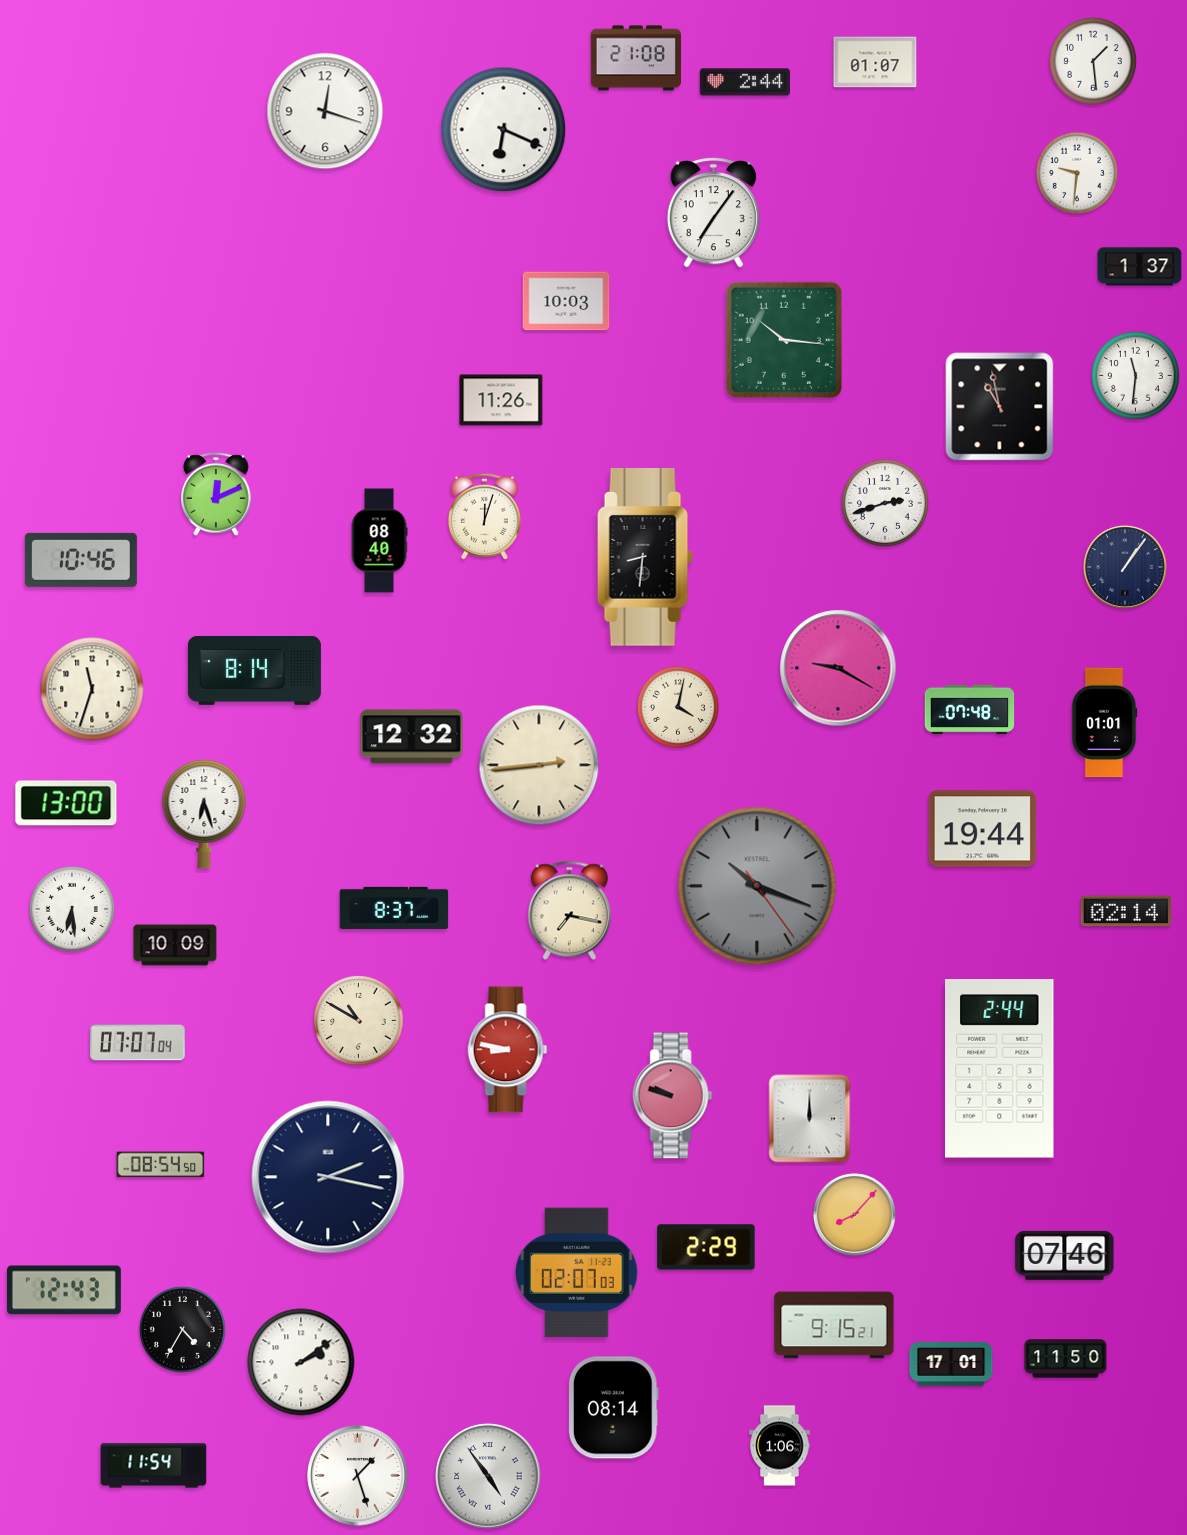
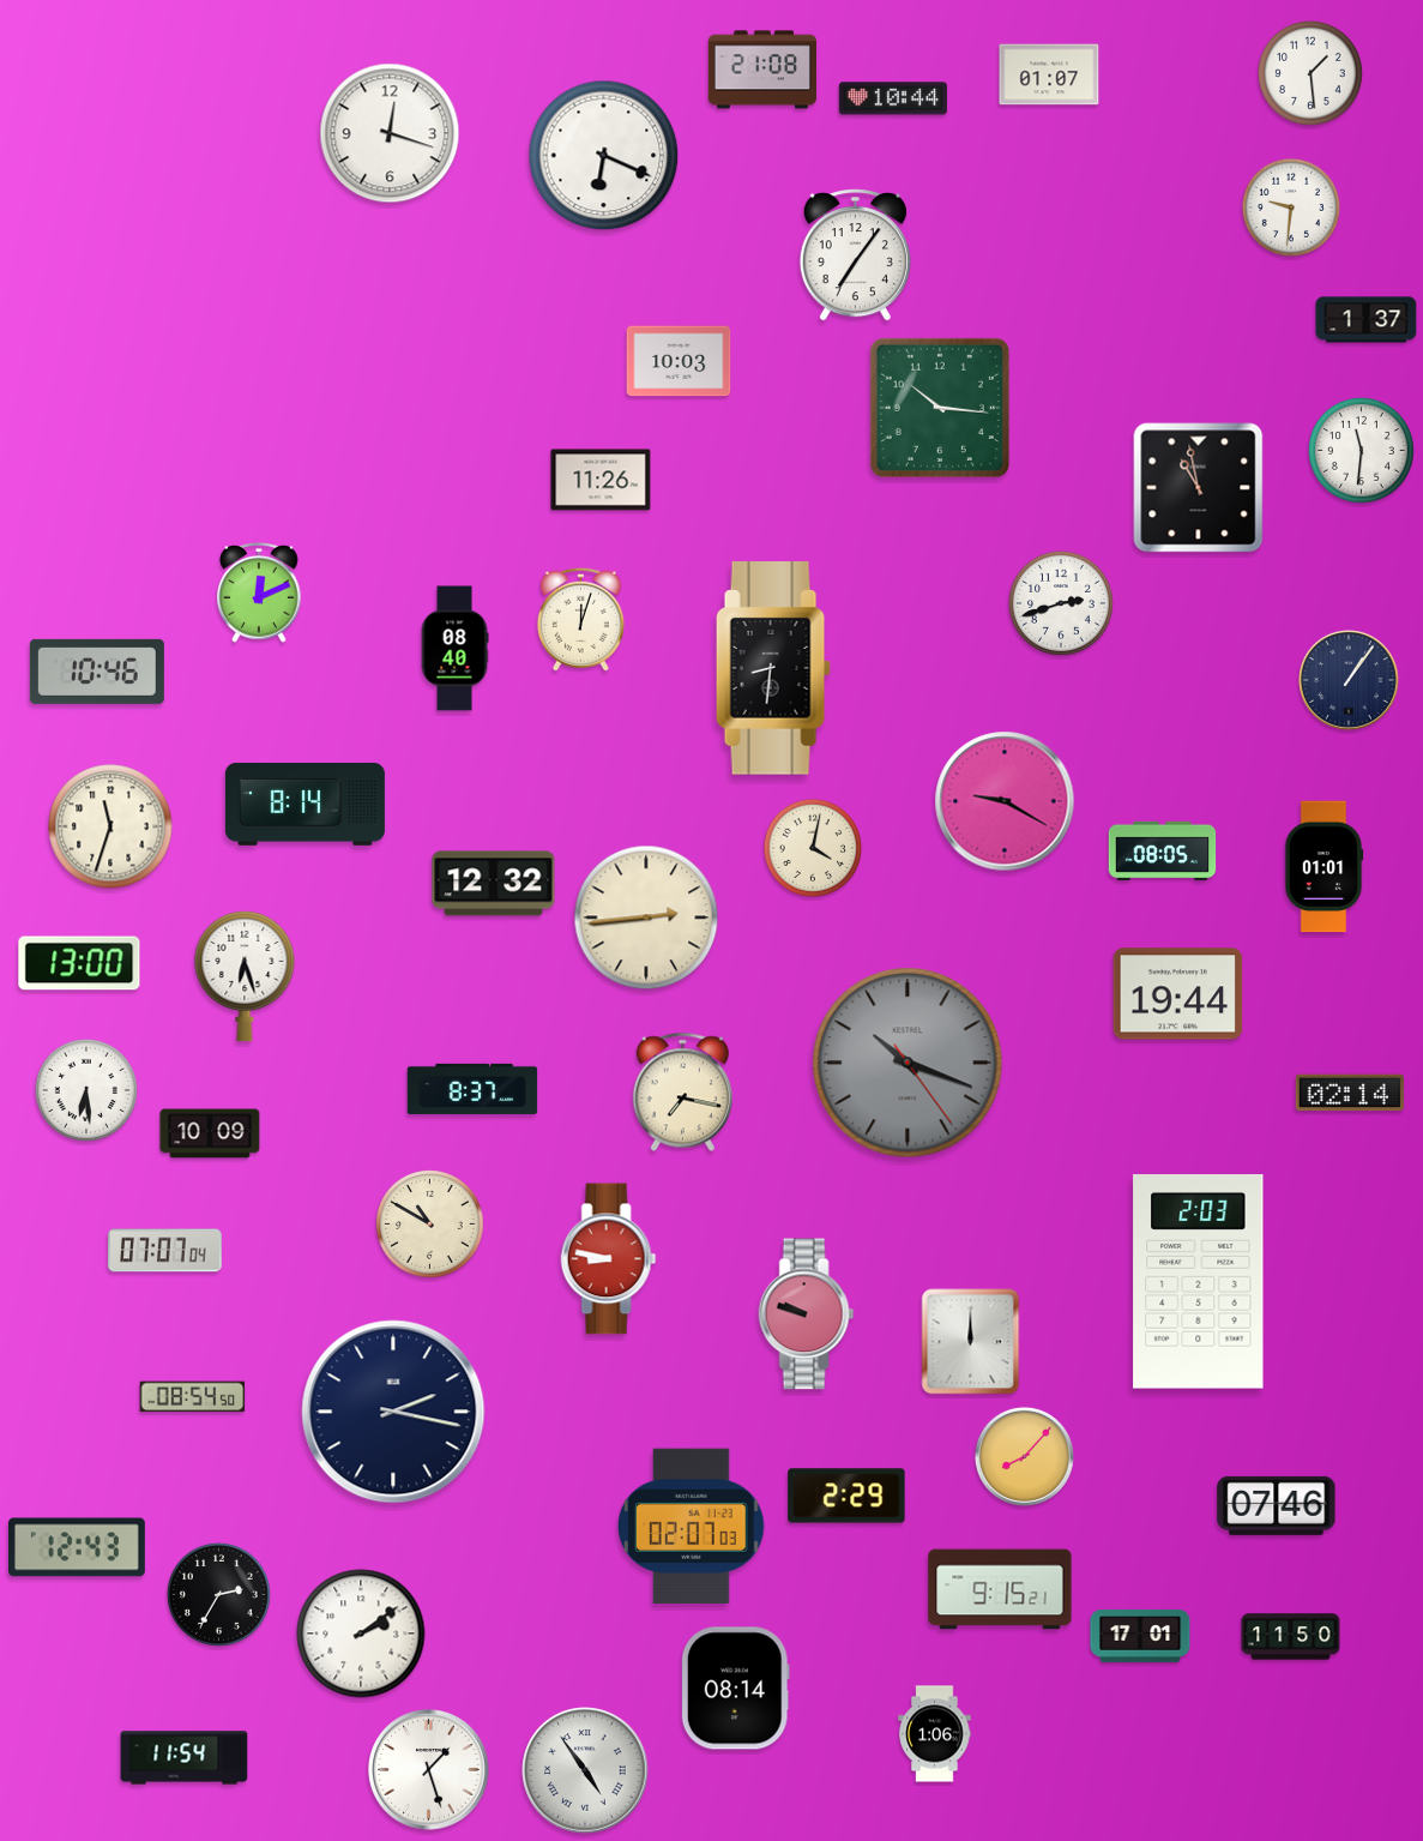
clock at (745, 82): 2:44 -> 10:44
clock at (970, 709): 07:48 -> 08:05
clock at (1000, 1069): 2:44 -> 2:03
clock at (182, 1329): 4:35 -> 2:35
clock at (1066, 1359) position: (1066, 1359) -> (1291, 1637)
